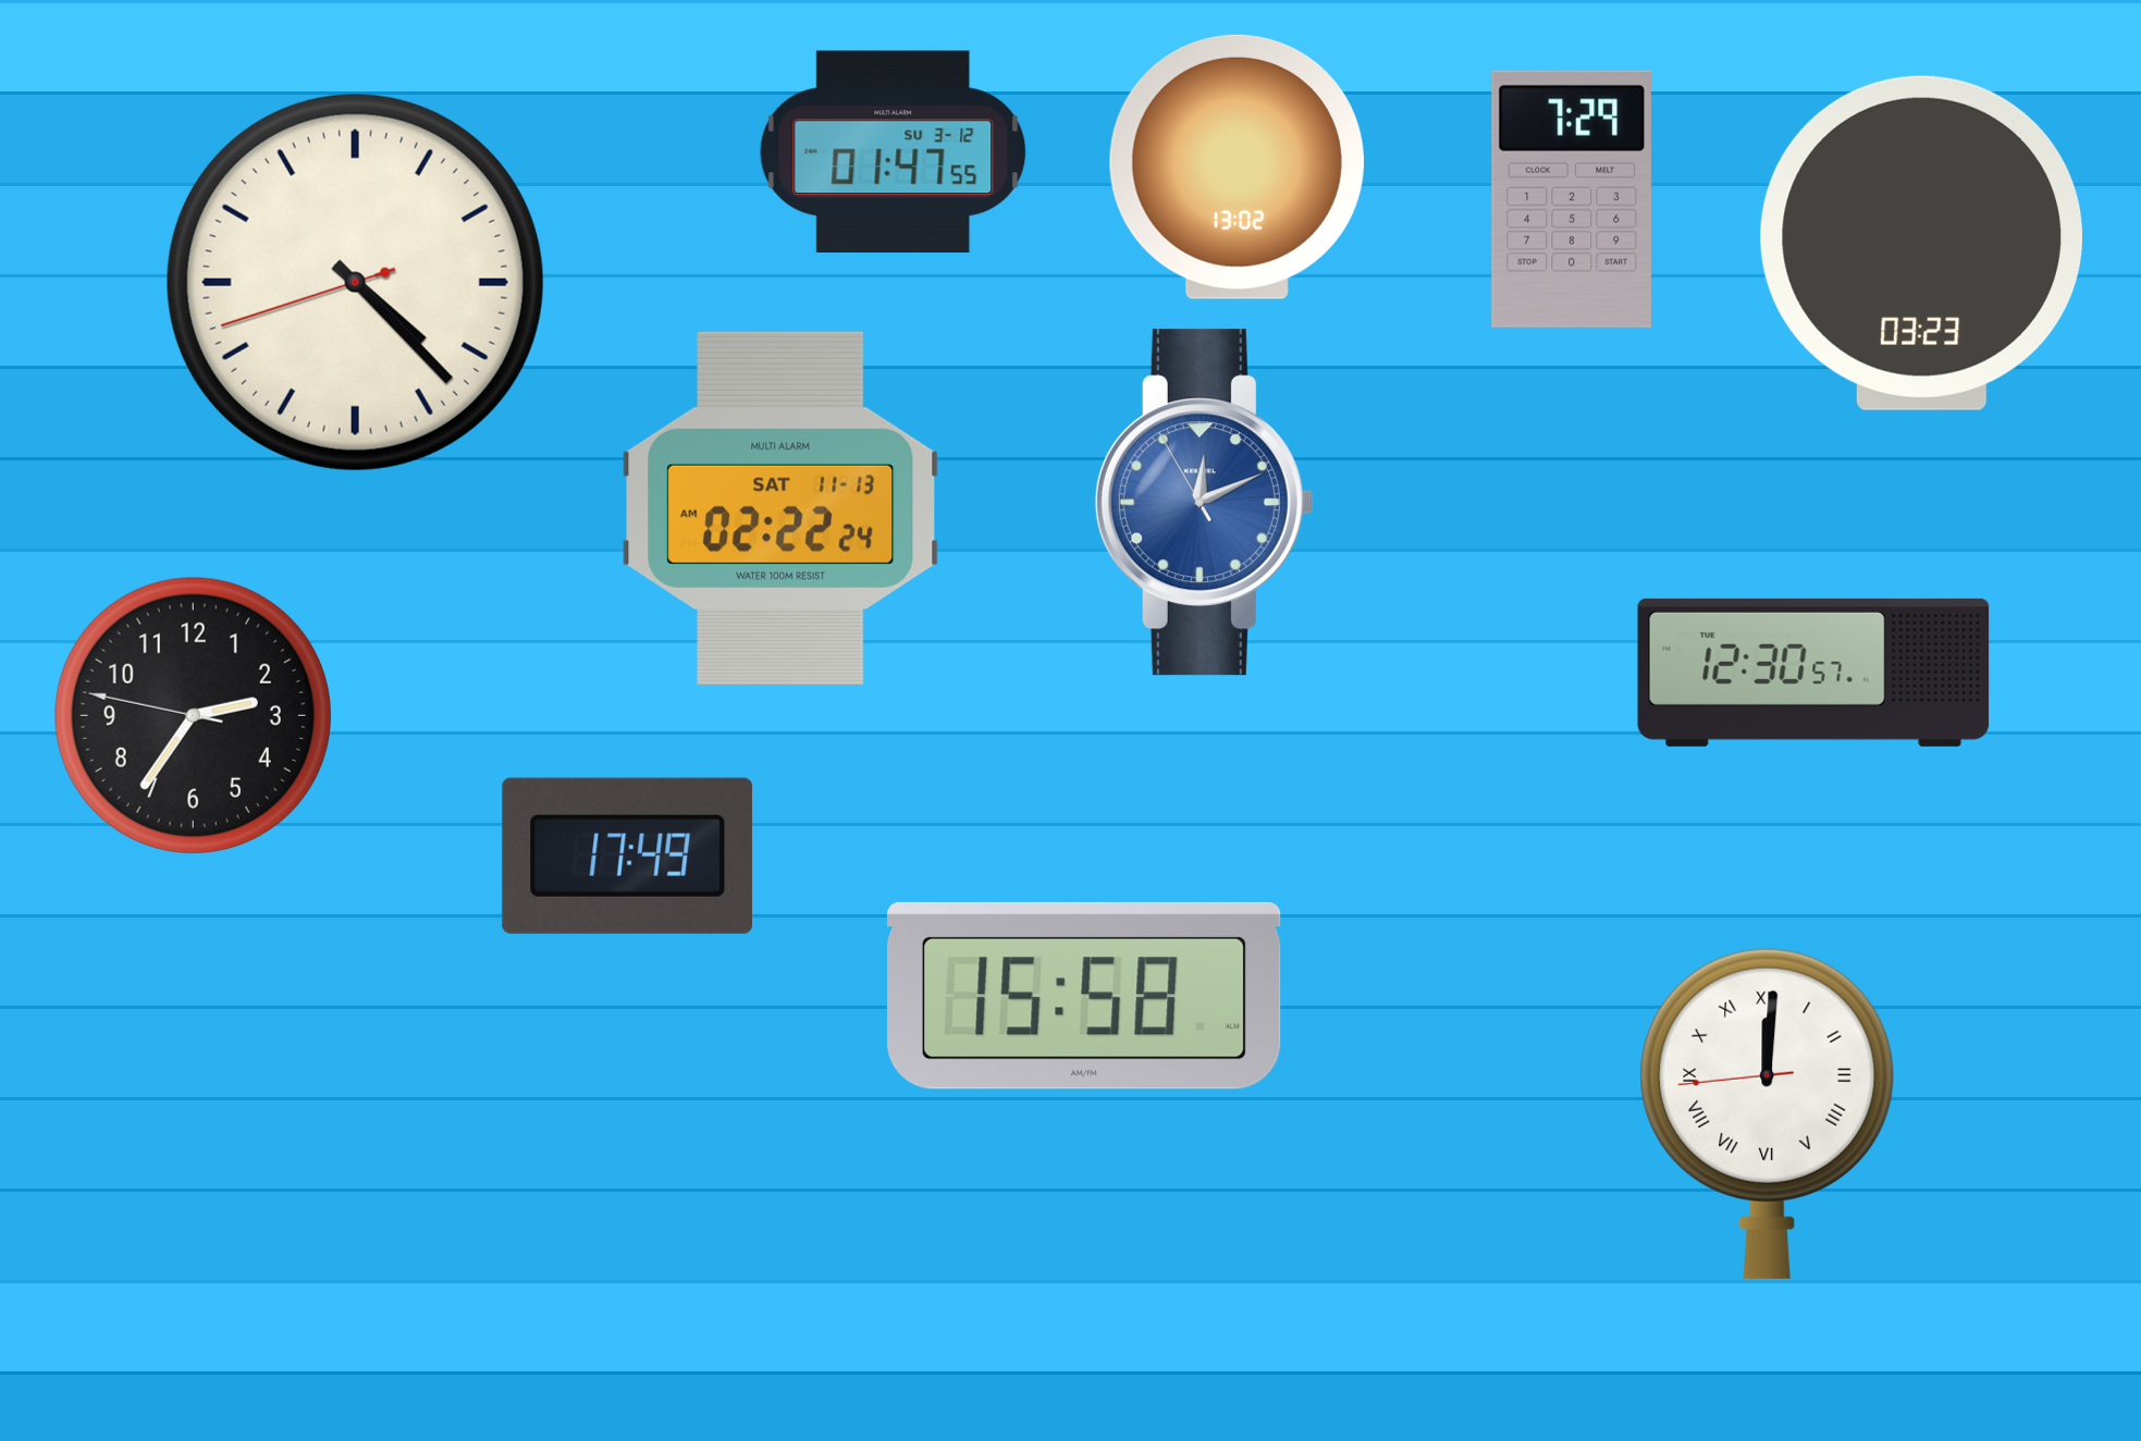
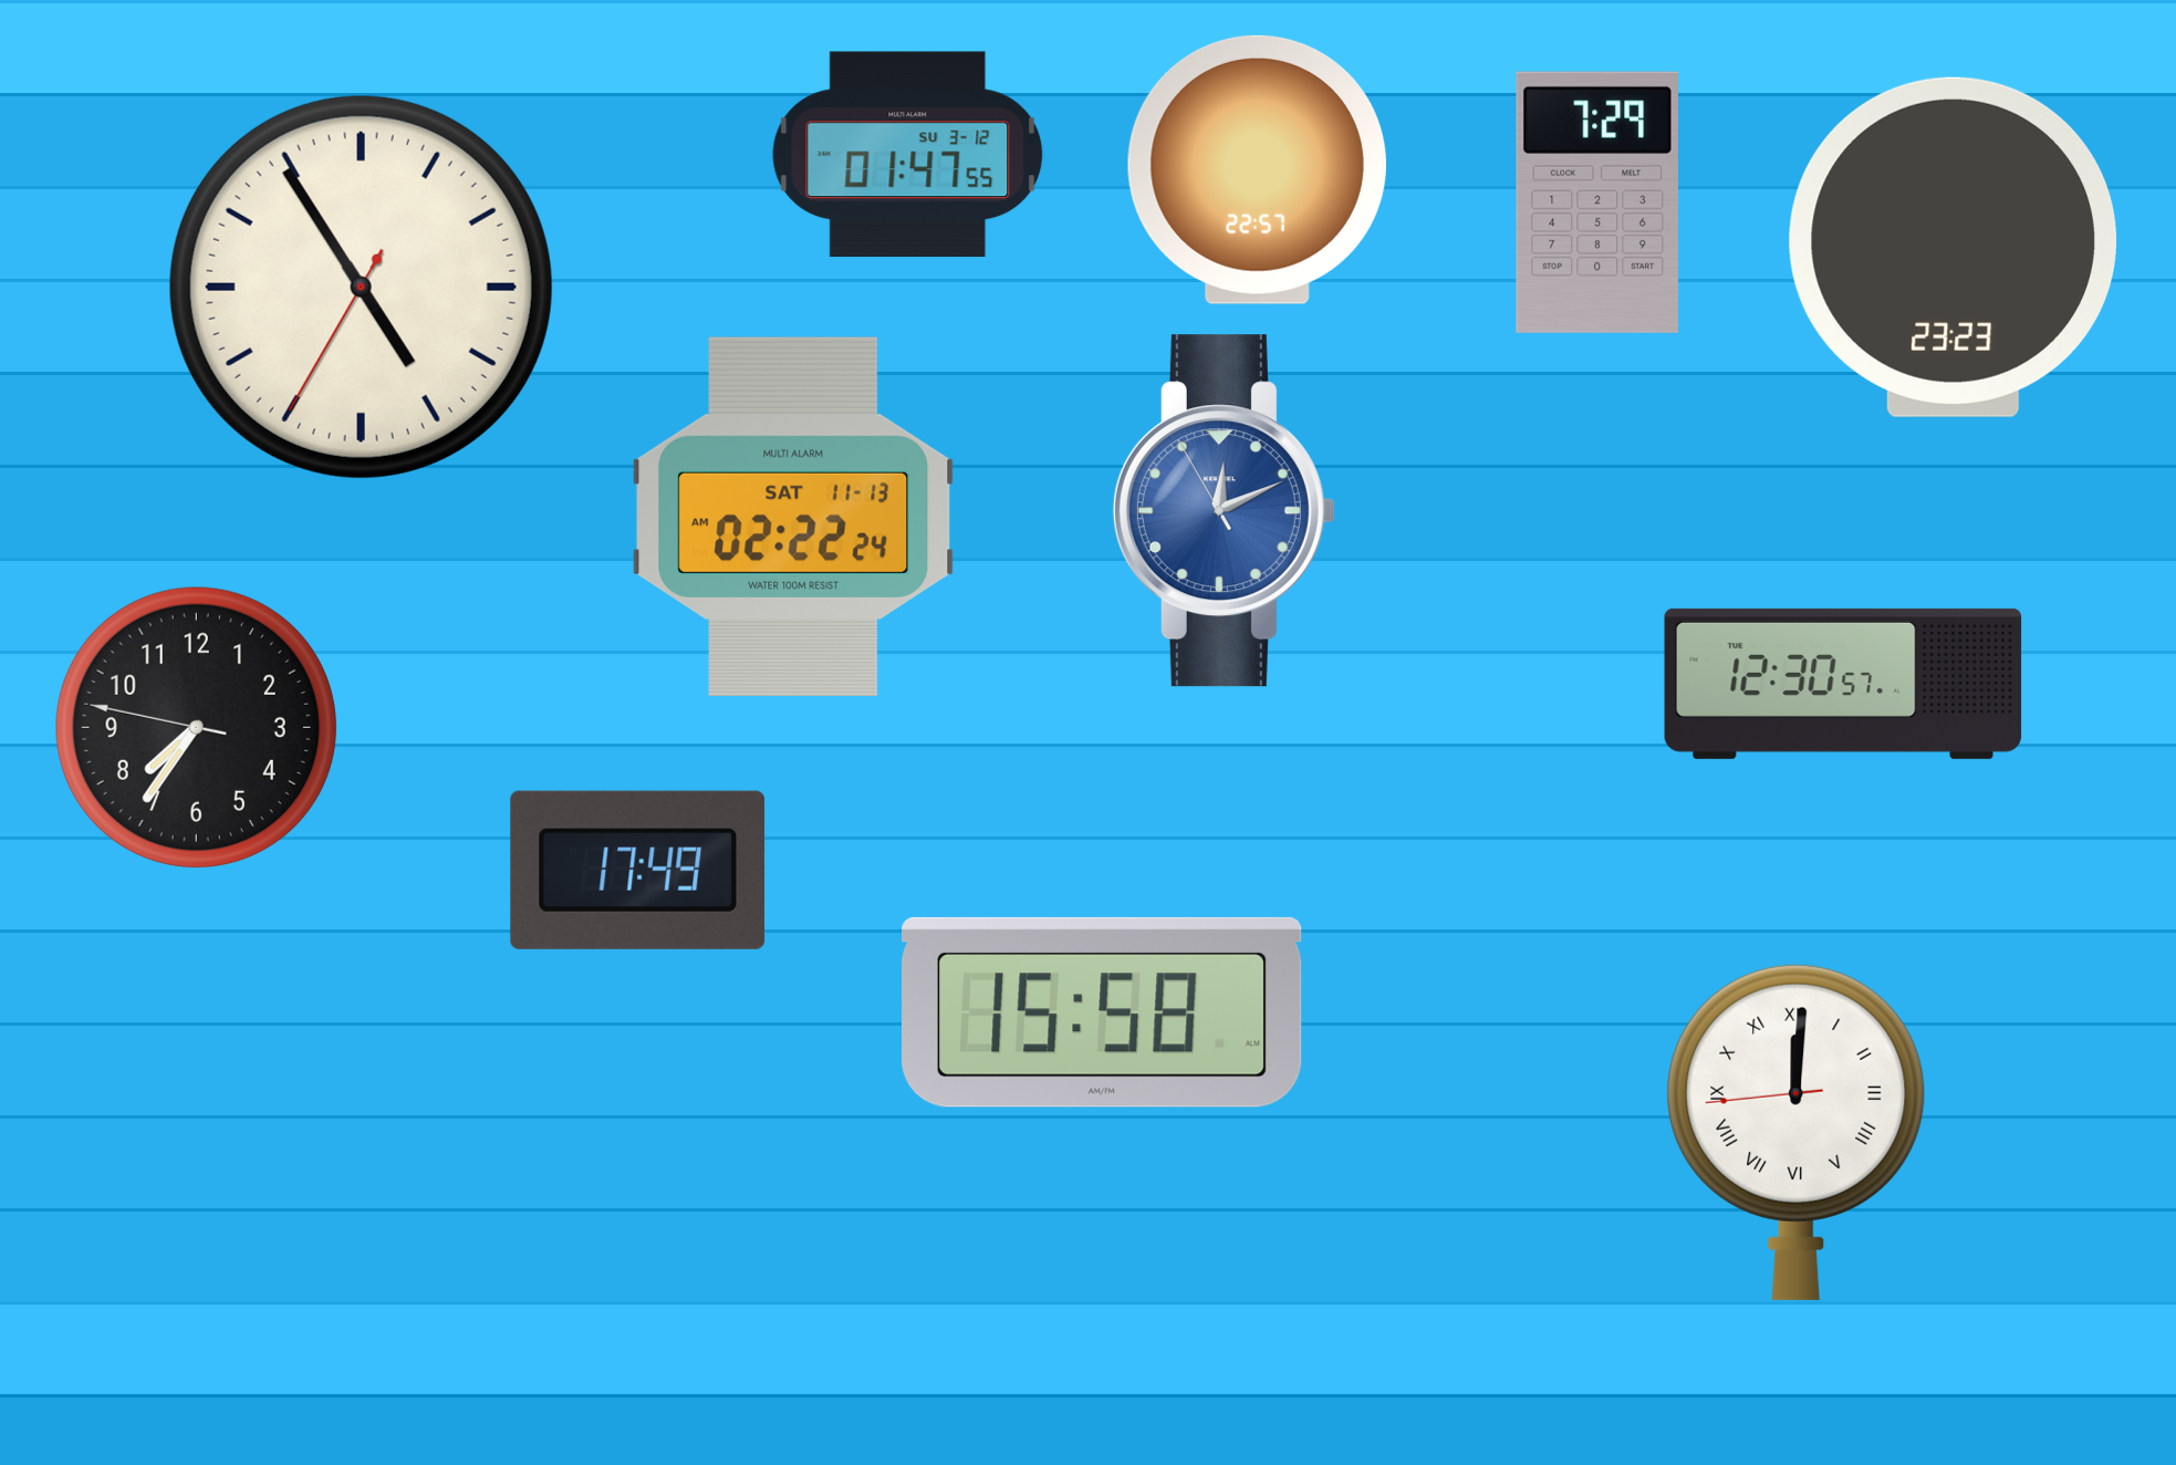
clock at (1236, 167): 13:02 -> 22:57
clock at (1921, 243): 03:23 -> 23:23
clock at (355, 282): 4:22 -> 4:54
clock at (193, 715): 2:35 -> 7:35
